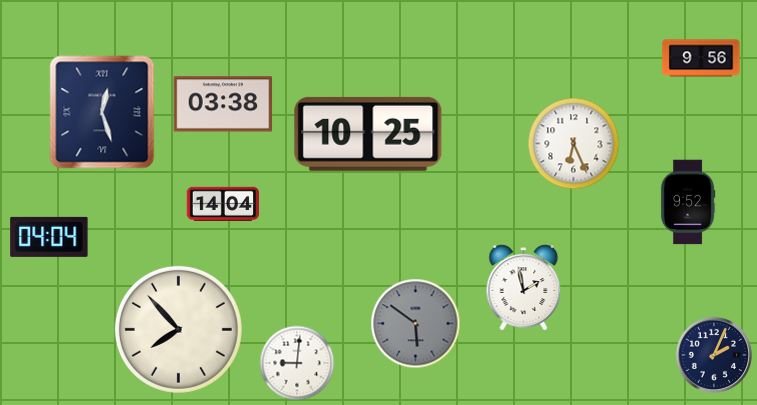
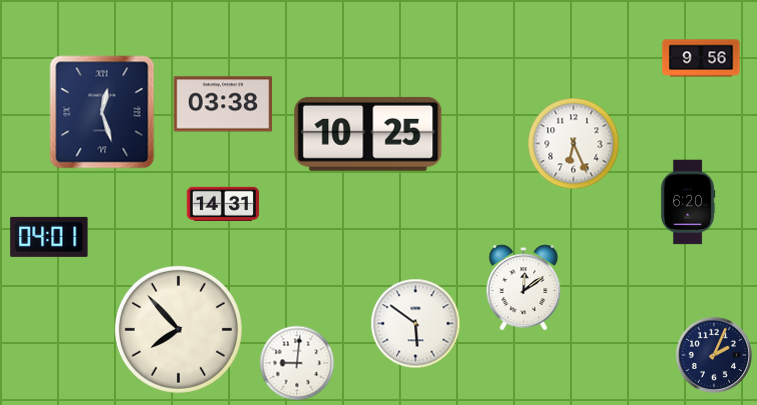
clock at (688, 202): 9:52 -> 6:20
clock at (223, 204): 14:04 -> 14:31
clock at (49, 237): 04:04 -> 04:01
clock at (524, 288): 1:58 -> 12:09
clock at (416, 324) dial: grey -> white
